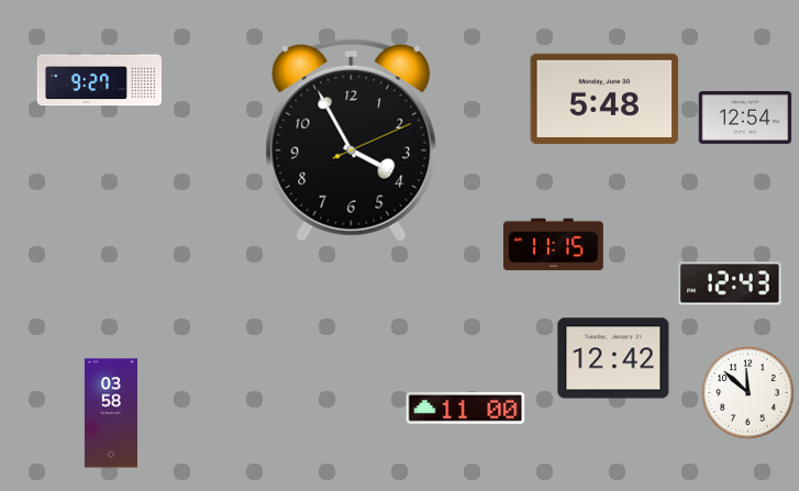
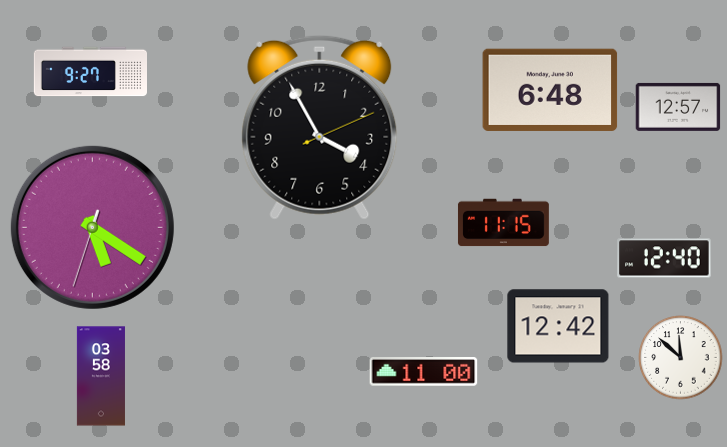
clock at (604, 99): 5:48 -> 6:48
clock at (745, 118): 12:54 -> 12:57
clock at (92, 227): none -> 5:20
clock at (730, 283): 12:43 -> 12:40
